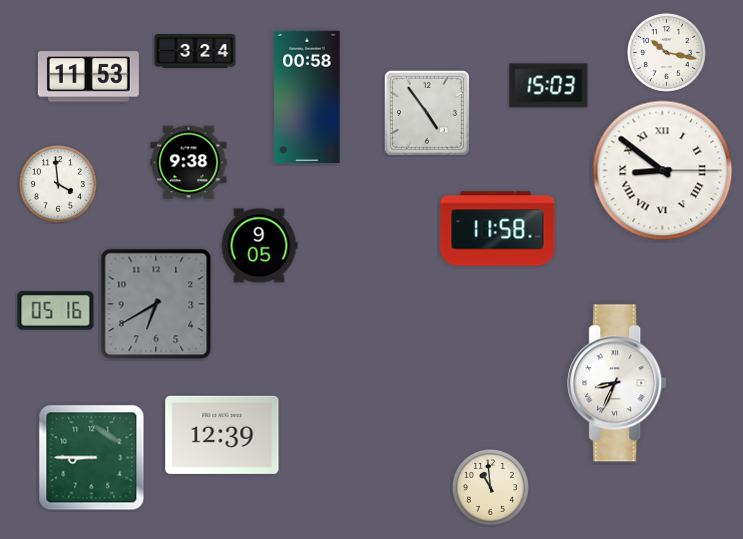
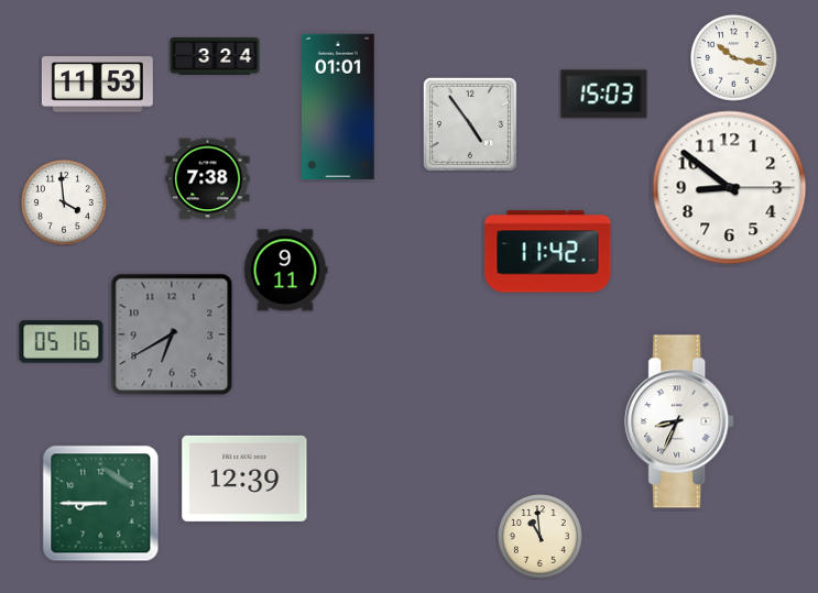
clock at (307, 97): 00:58 -> 01:01
clock at (189, 163): 9:38 -> 7:38
clock at (663, 171) numerals: Roman -> Arabic
clock at (498, 229): 11:58 -> 11:42
clock at (259, 246): 9:05 -> 9:11
